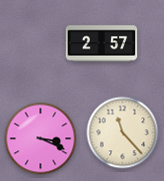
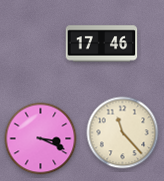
clock at (102, 44): 2:57 -> 17:46
